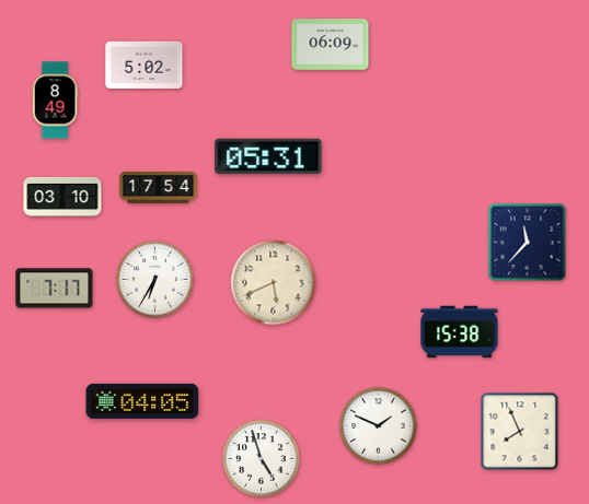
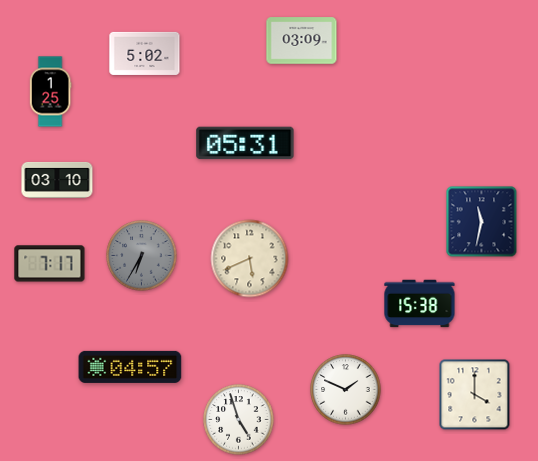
clock at (331, 45): 06:09 -> 03:09
clock at (145, 65) position: (145, 65) -> (145, 53)
clock at (55, 101): 8:49 -> 1:25
clock at (159, 188): 17:54 -> none
clock at (528, 243): 11:37 -> 11:32
clock at (155, 280) dial: white -> grey
clock at (142, 401): 04:05 -> 04:57
clock at (520, 432): 7:56 -> 4:00
